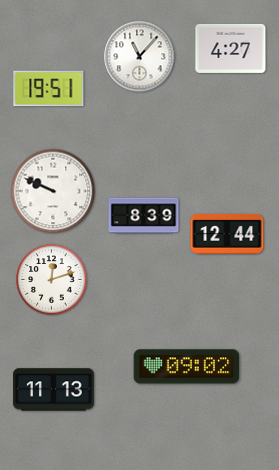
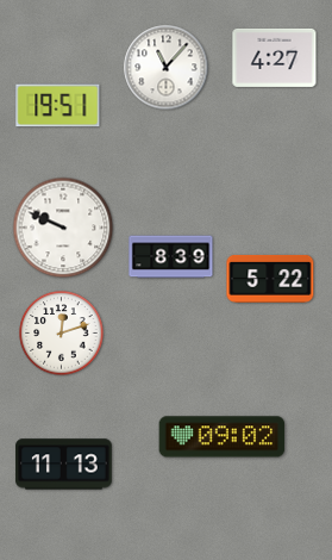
clock at (227, 234): 12:44 -> 5:22
